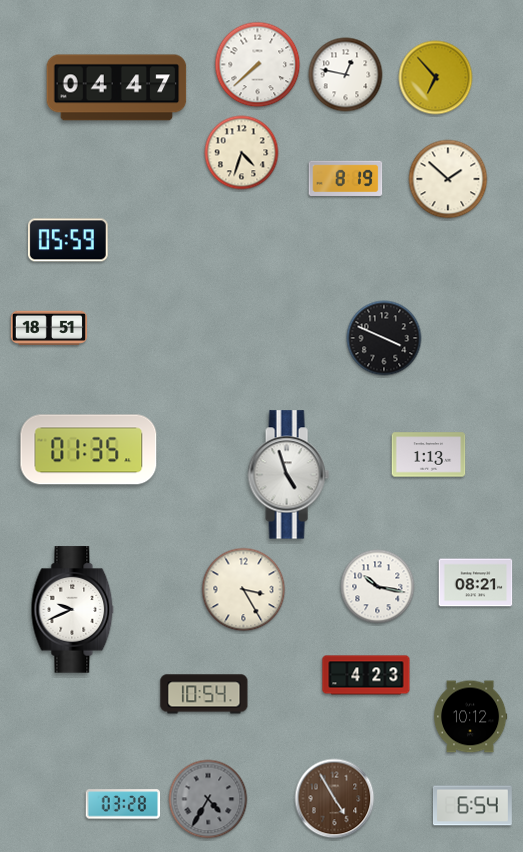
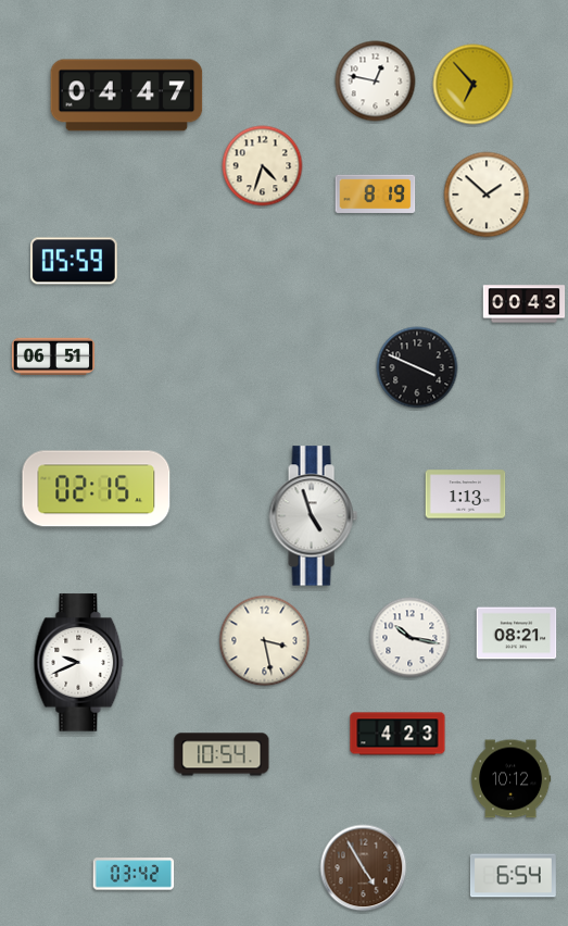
clock at (258, 65): 7:38 -> none
clock at (525, 304): none -> 00:43
clock at (48, 328): 18:51 -> 06:51
clock at (89, 450): 01:35 -> 02:15
clock at (244, 590): 3:25 -> 3:28
clock at (208, 799): 4:35 -> none
clock at (123, 804): 03:28 -> 03:42
